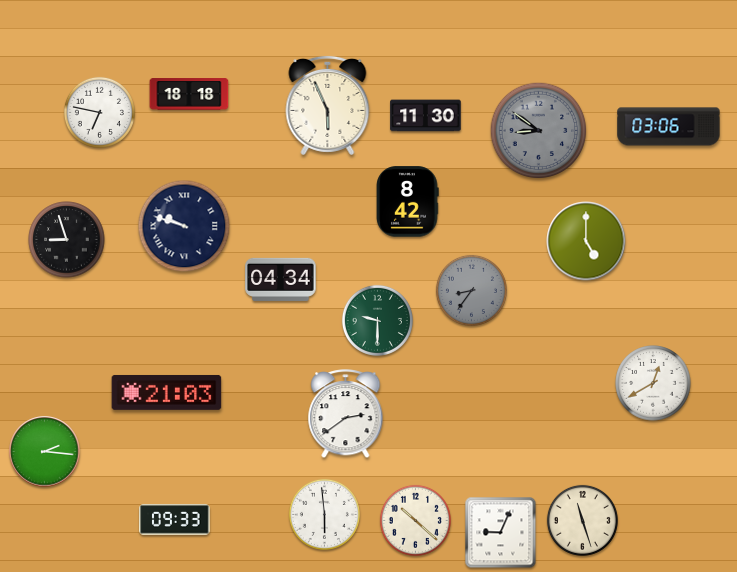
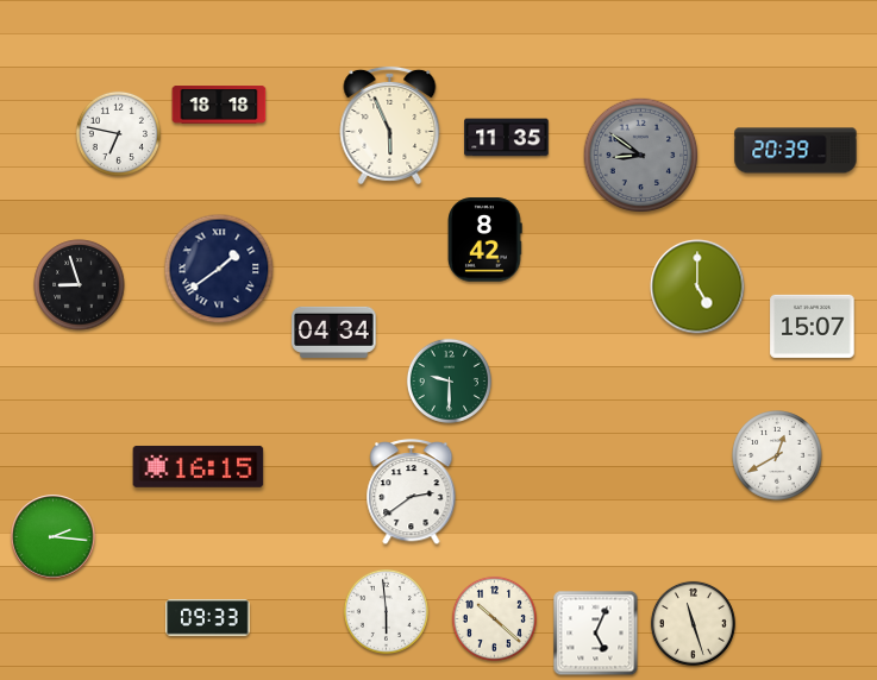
clock at (189, 94) position: (189, 94) -> (219, 105)
clock at (426, 116): 11:30 -> 11:35
clock at (669, 127): 03:06 -> 20:39
clock at (184, 226): 9:48 -> 1:39
clock at (813, 326): none -> 15:07
clock at (471, 290): 8:36 -> none
clock at (167, 392): 21:03 -> 16:15
clock at (582, 520) position: (582, 520) -> (693, 623)
clock at (501, 533): 9:04 -> 5:04
